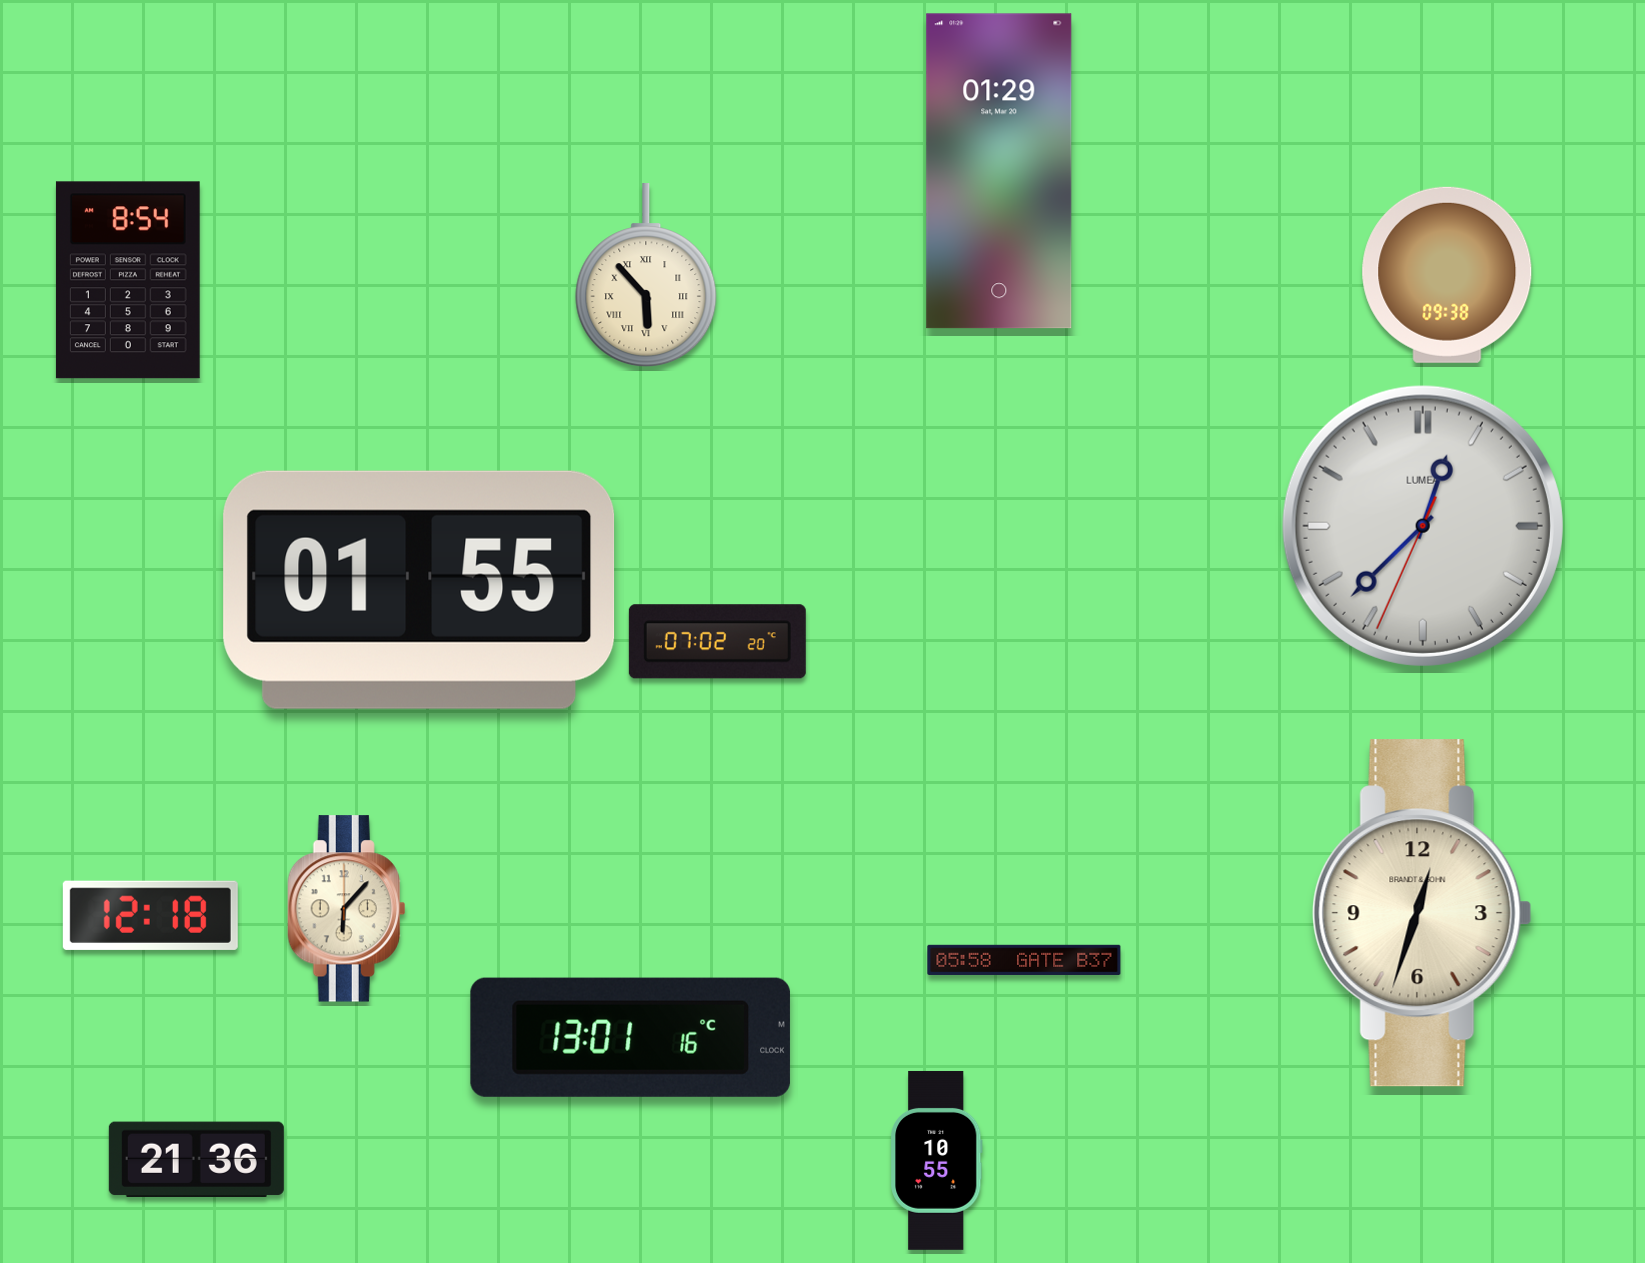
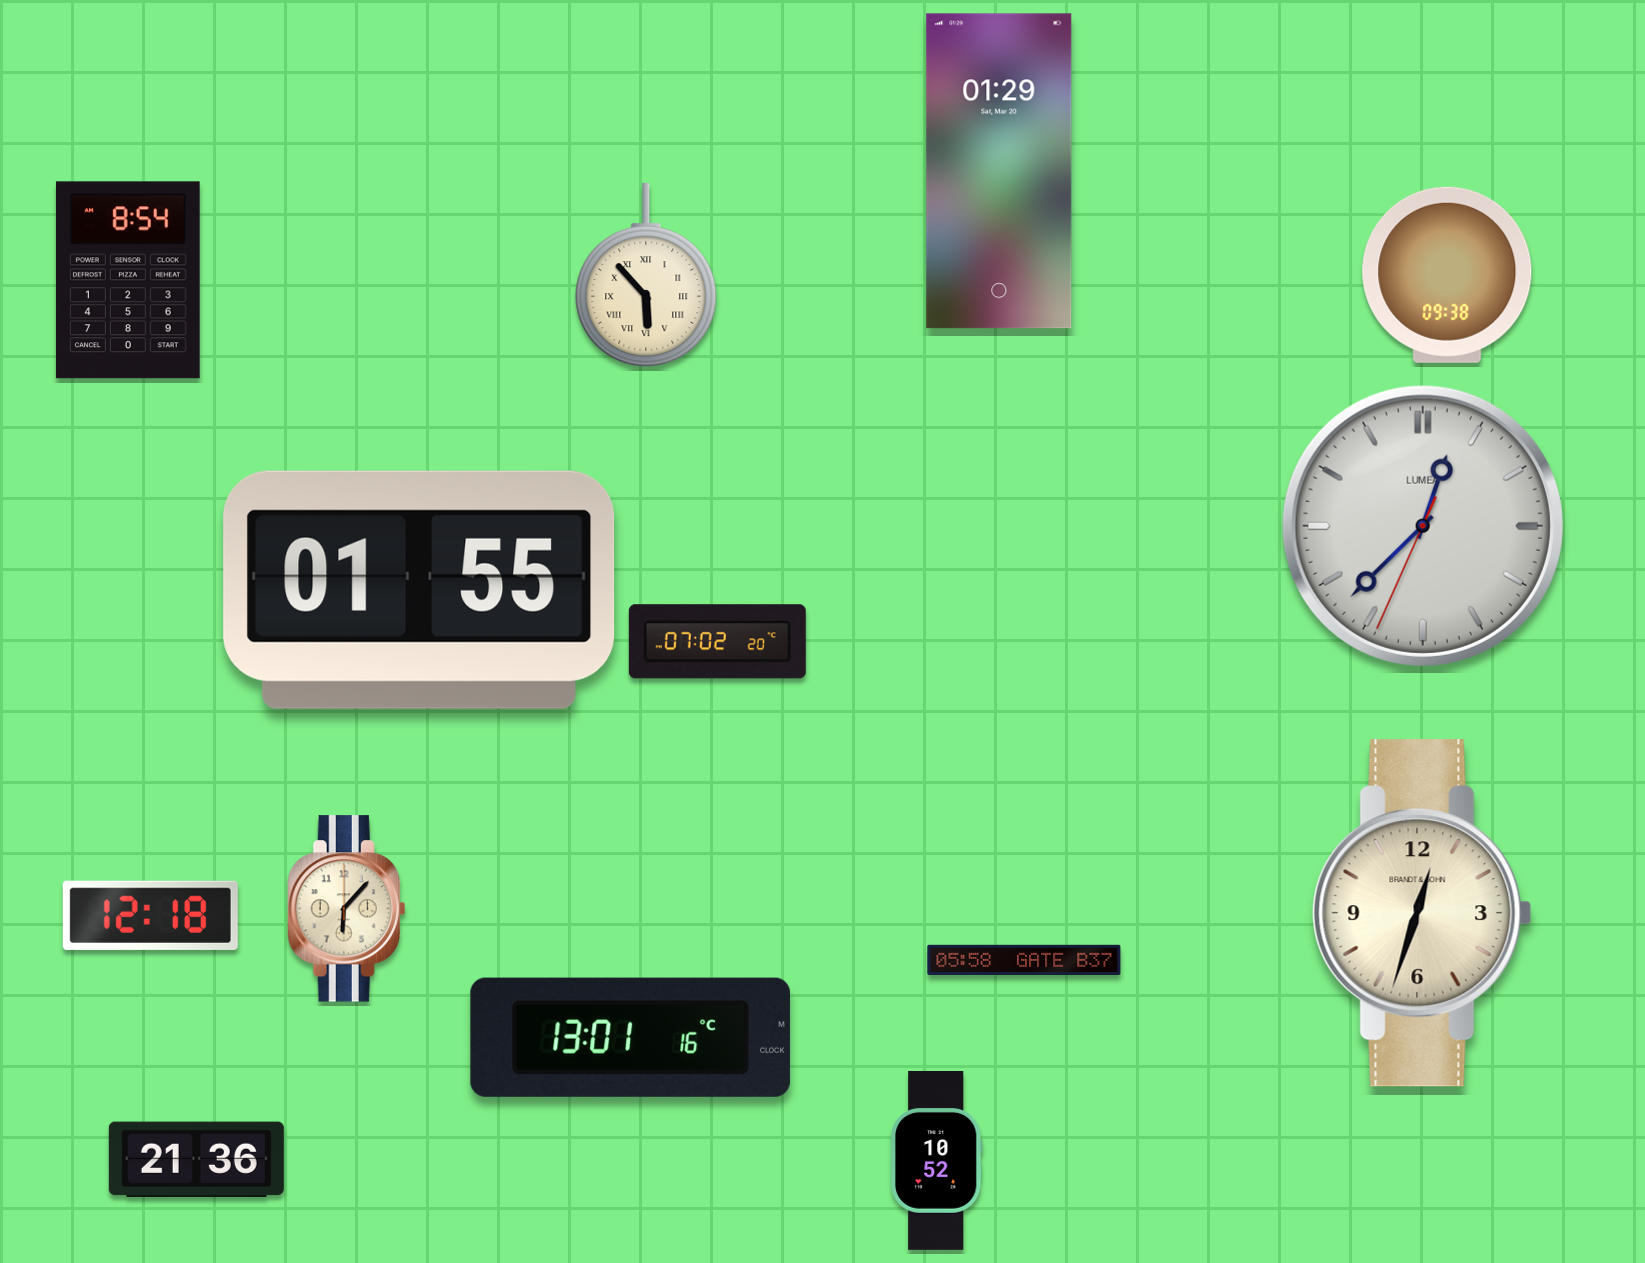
clock at (937, 1160): 10:55 -> 10:52
